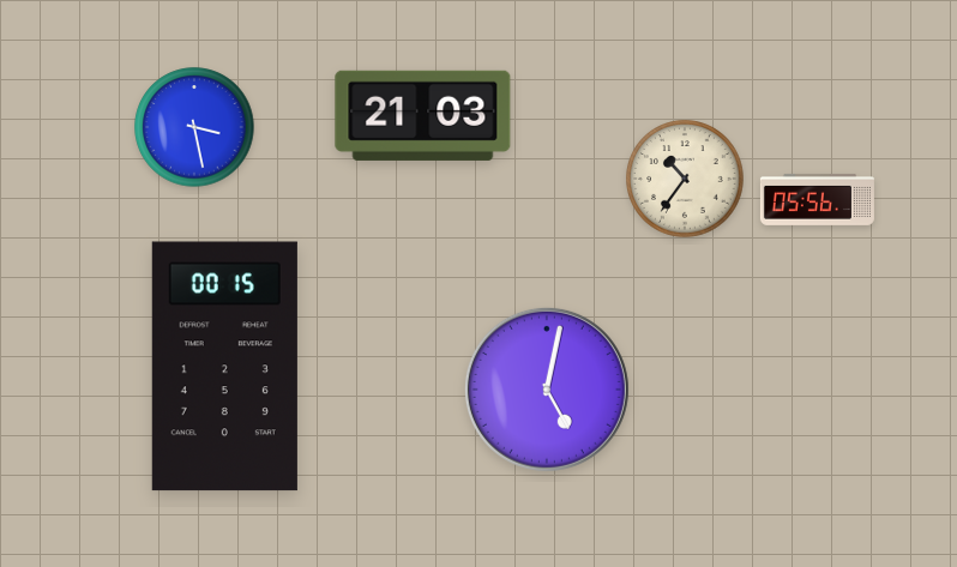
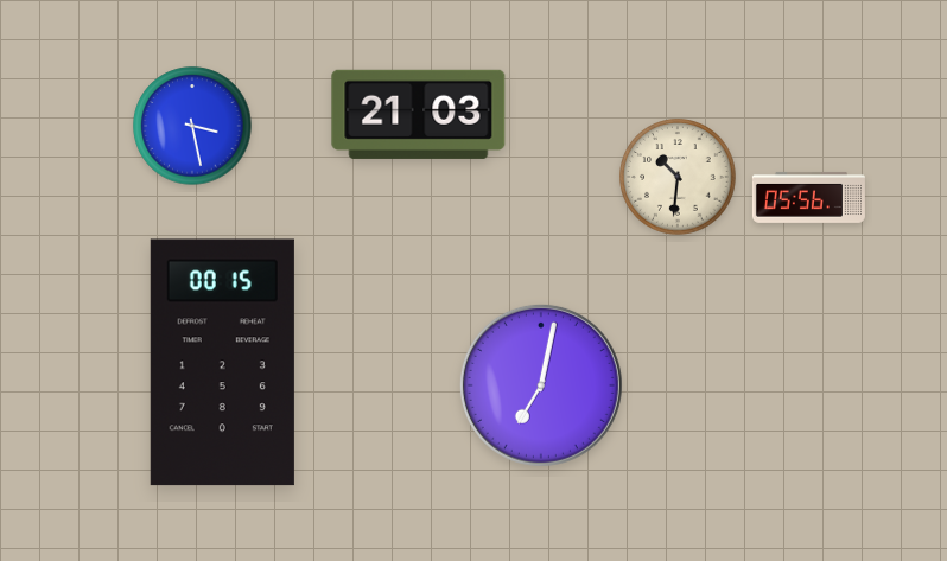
clock at (685, 179): 10:36 -> 10:31
clock at (547, 390): 5:02 -> 7:02
